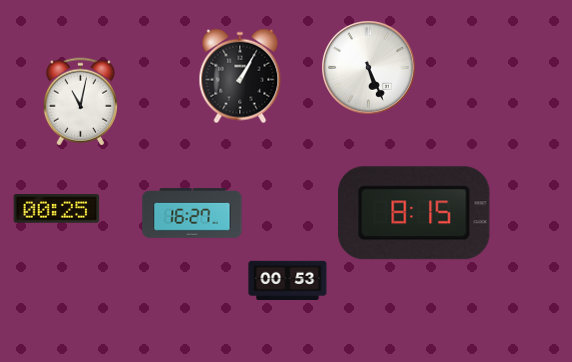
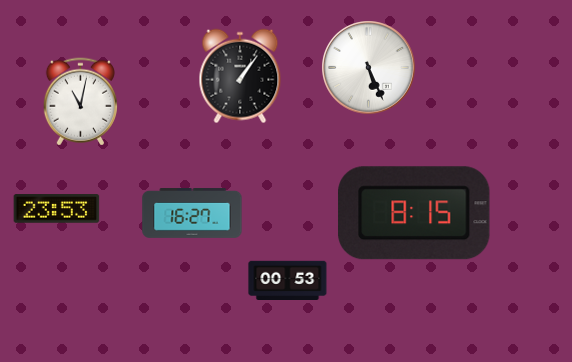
clock at (240, 76): 1:05 -> 1:06
clock at (57, 209): 00:25 -> 23:53
